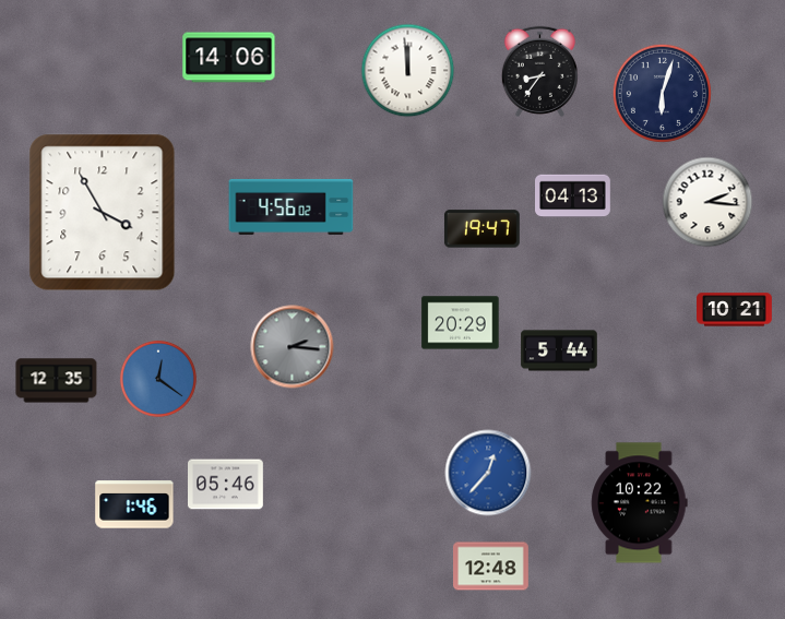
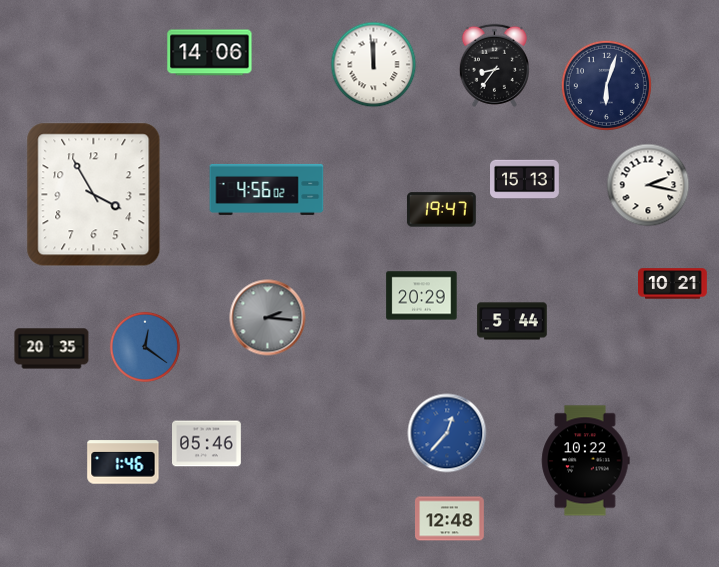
clock at (573, 197): 04:13 -> 15:13
clock at (707, 202): 2:16 -> 2:17
clock at (57, 381): 12:35 -> 20:35
